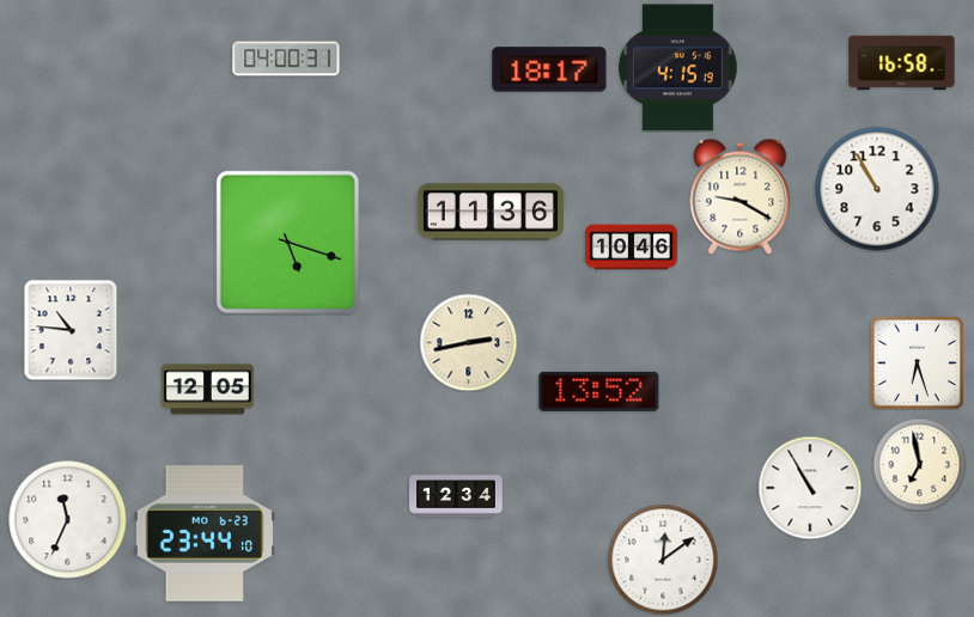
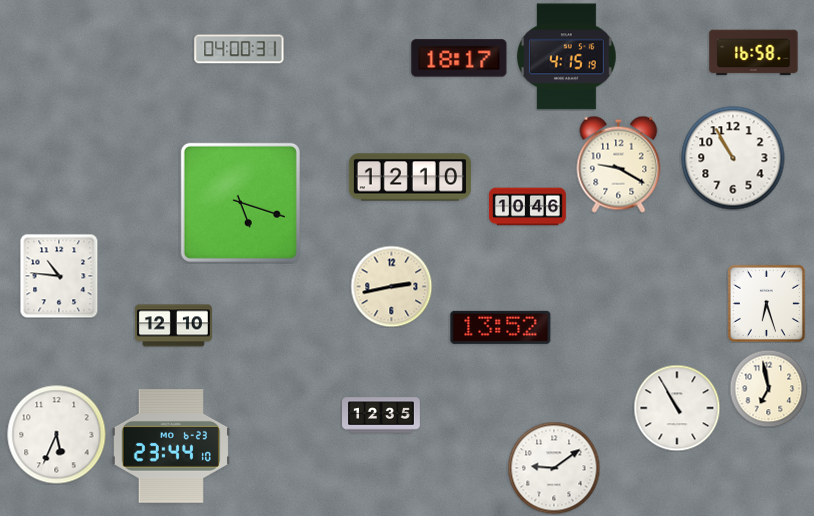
clock at (491, 212): 11:36 -> 12:10
clock at (207, 390): 12:05 -> 12:10
clock at (457, 496): 12:34 -> 12:35
clock at (68, 520): 11:34 -> 5:34
clock at (663, 560): 12:09 -> 9:09
